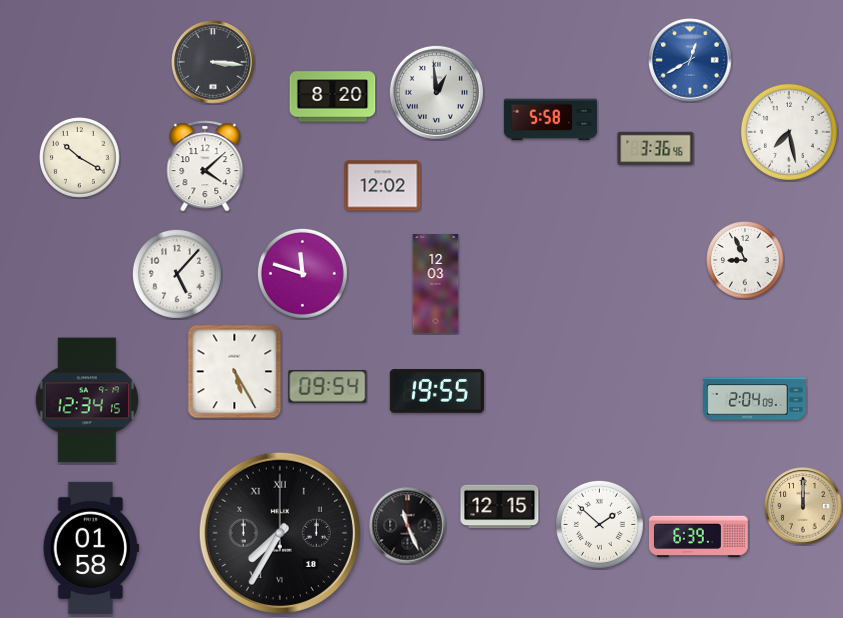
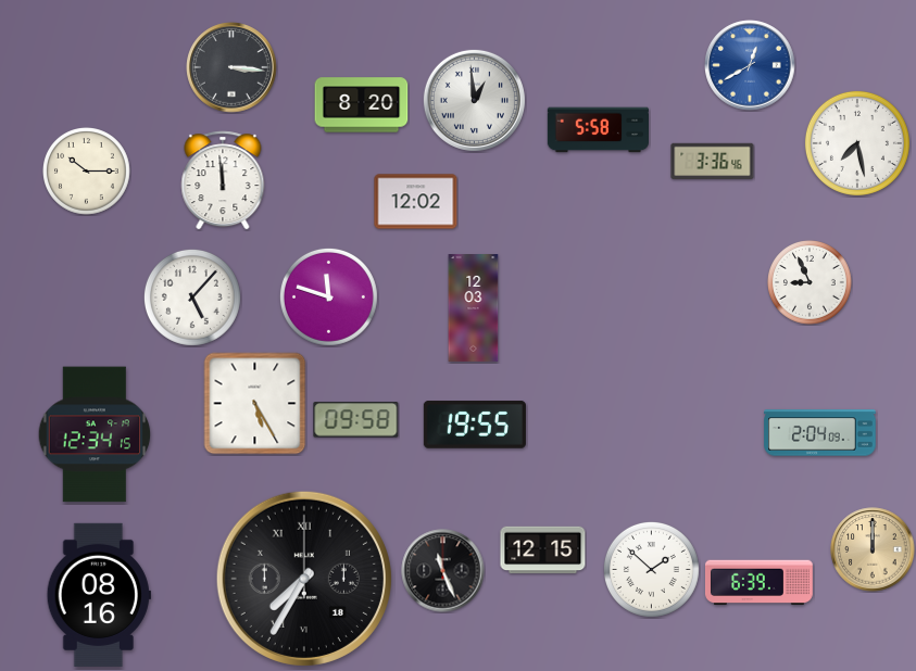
clock at (80, 158): 10:20 -> 10:15
clock at (205, 166): 4:08 -> 11:59
clock at (328, 387): 09:54 -> 09:58
clock at (91, 548): 01:58 -> 08:16
